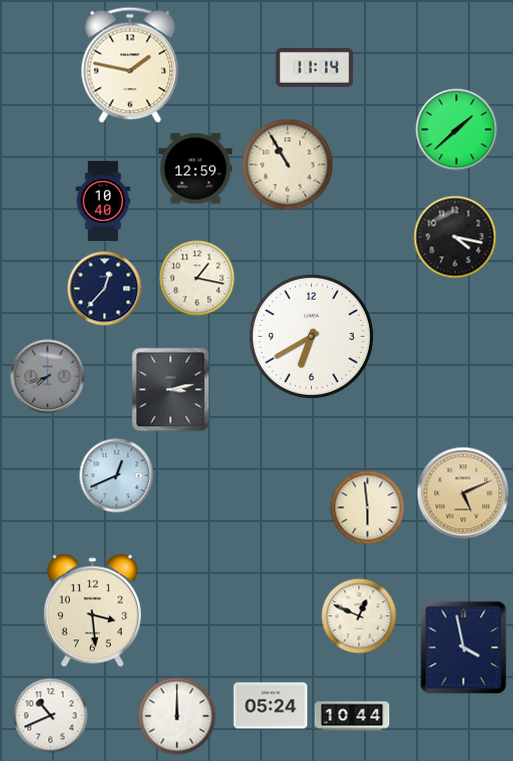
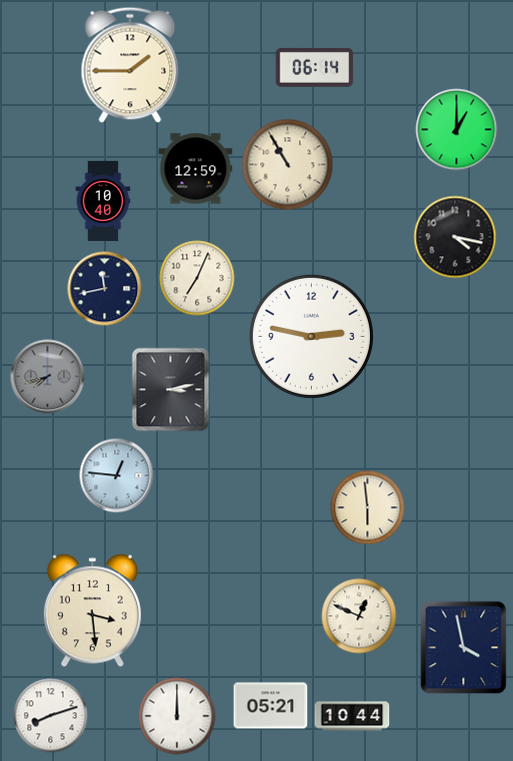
clock at (130, 65): 1:47 -> 1:45
clock at (315, 67): 11:14 -> 06:14
clock at (457, 130): 1:38 -> 1:00
clock at (197, 278): 1:17 -> 7:04
clock at (105, 289): 12:37 -> 11:43
clock at (311, 336): 6:40 -> 2:47
clock at (117, 476): 12:41 -> 12:46
clock at (463, 493): 5:11 -> none
clock at (271, 706): 05:24 -> 05:21
clock at (51, 716): 10:41 -> 8:12
